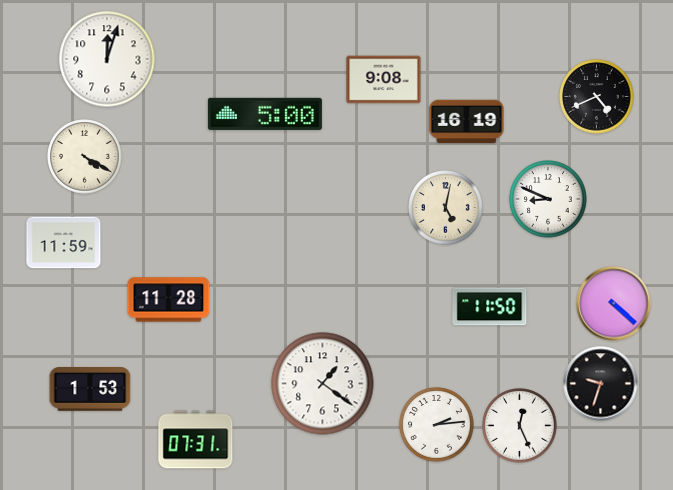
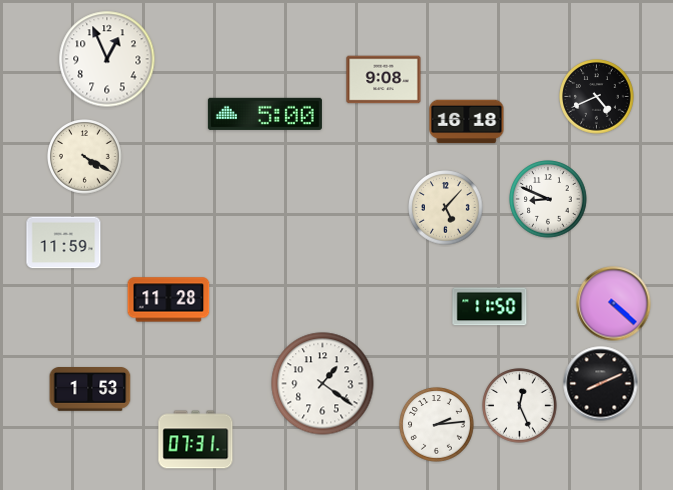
clock at (107, 59): 12:03 -> 12:56
clock at (467, 122): 16:19 -> 16:18
clock at (446, 208): 5:02 -> 5:07
clock at (601, 384): 9:33 -> 8:11
clock at (520, 426) position: (520, 426) -> (520, 406)
